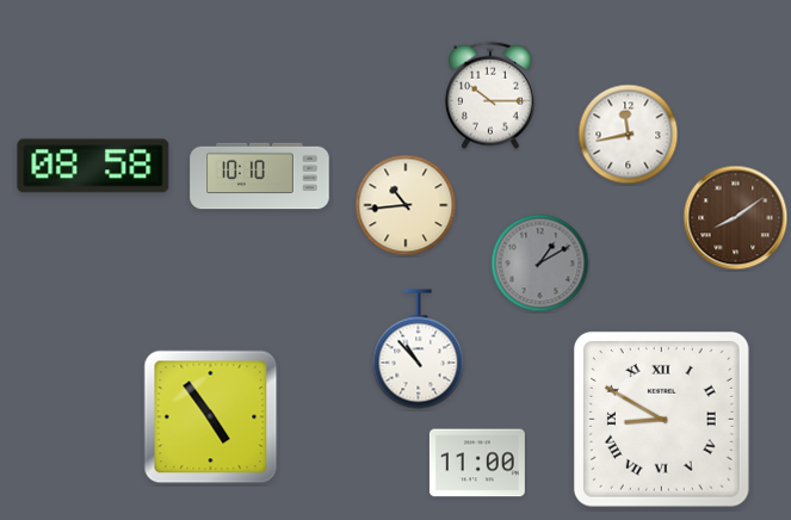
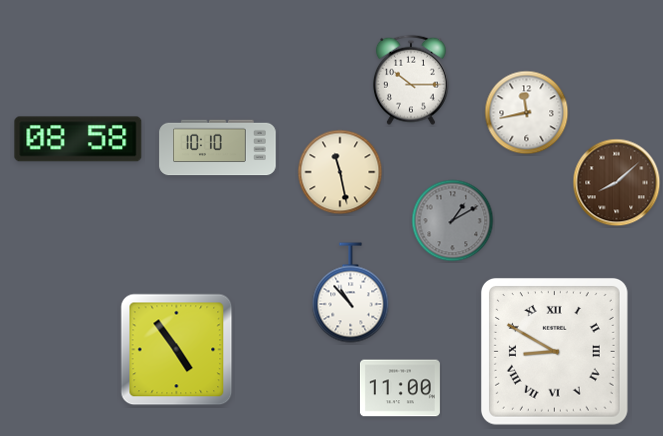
clock at (406, 205): 10:44 -> 11:28
clock at (736, 218): 8:09 -> 8:08
